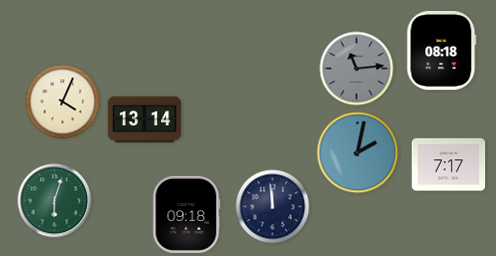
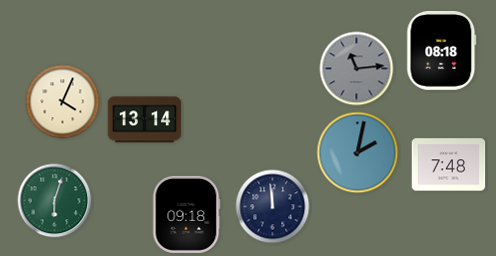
clock at (449, 165): 7:17 -> 7:48
